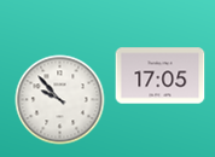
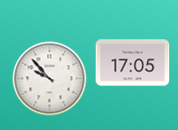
clock at (60, 100) position: (60, 100) -> (50, 79)
